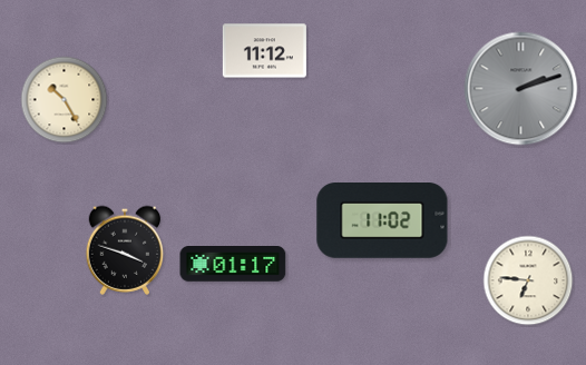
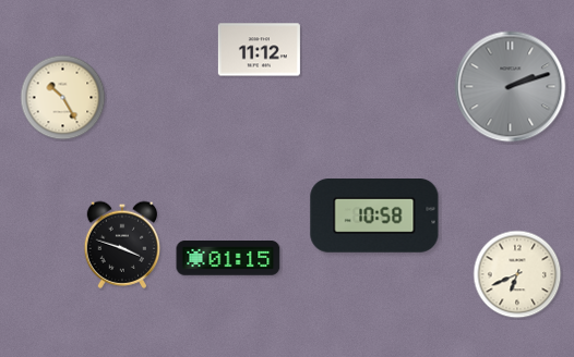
clock at (382, 221): 11:02 -> 10:58
clock at (233, 264): 01:17 -> 01:15
clock at (528, 280): 6:46 -> 6:41
